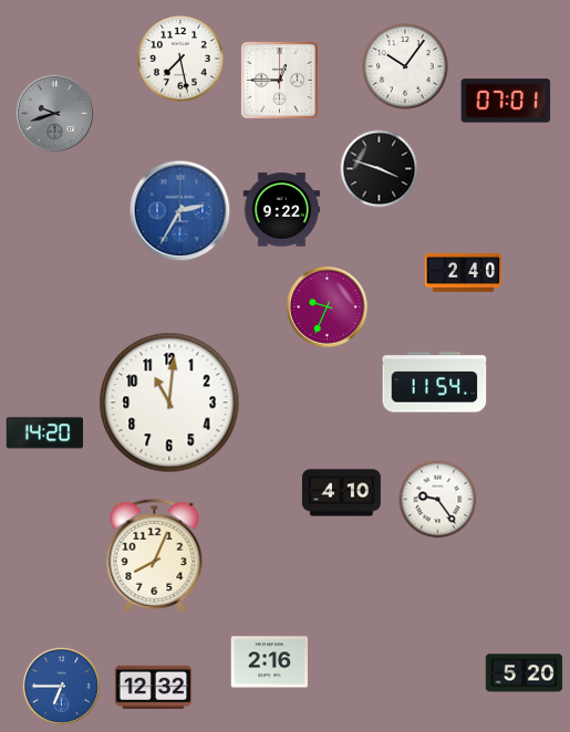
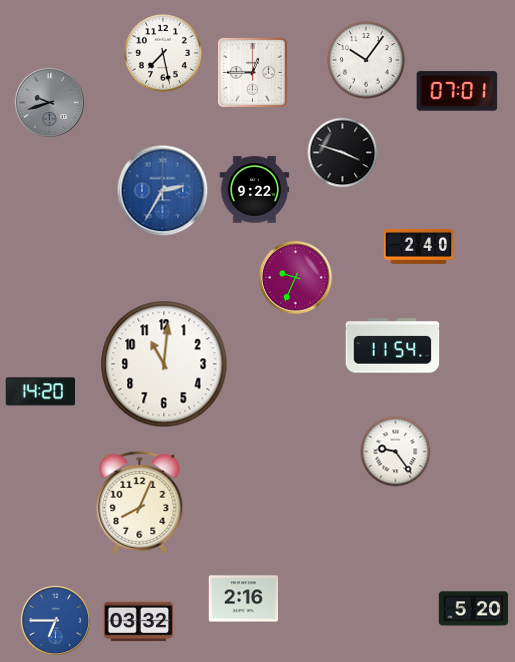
clock at (169, 402) position: (169, 402) -> (164, 364)
clock at (341, 493): 4:10 -> none
clock at (154, 688): 12:32 -> 03:32
